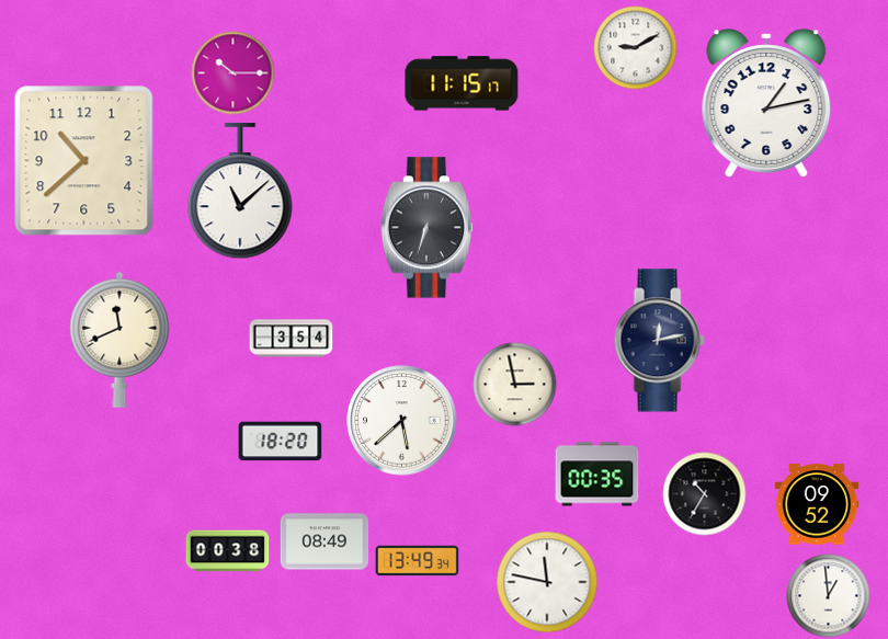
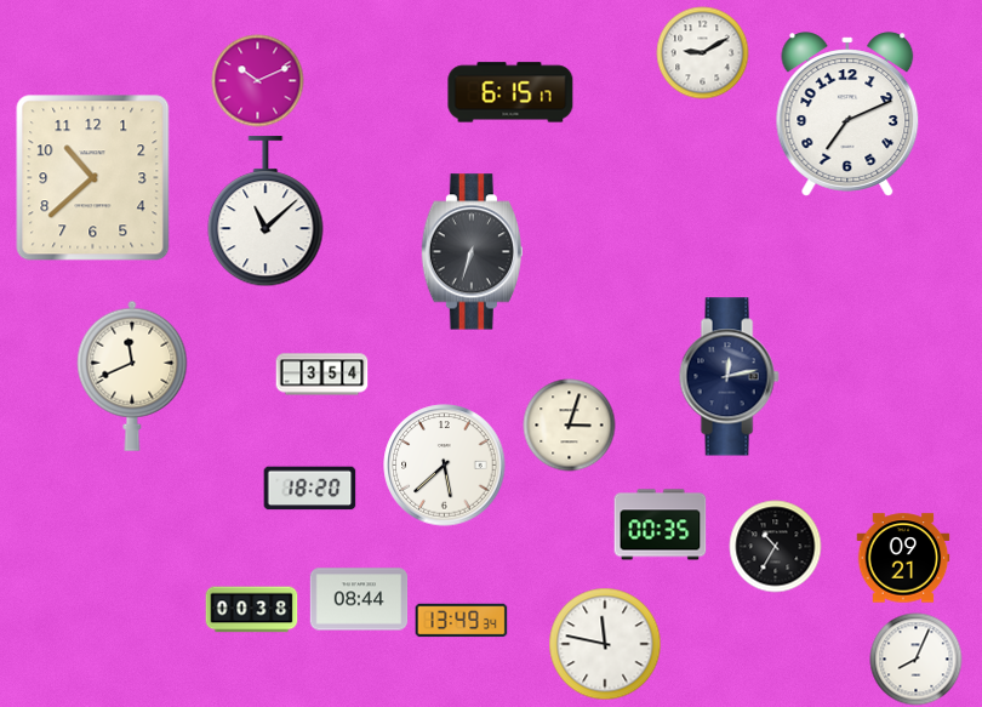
clock at (234, 73): 10:15 -> 10:11
clock at (462, 83): 11:15 -> 6:15
clock at (766, 103): 1:13 -> 7:11
clock at (515, 385): 2:58 -> 3:03
clock at (705, 494) position: (705, 494) -> (776, 547)
clock at (817, 504): 09:52 -> 09:21
clock at (325, 541): 08:49 -> 08:44
clock at (829, 596): 12:59 -> 8:04
